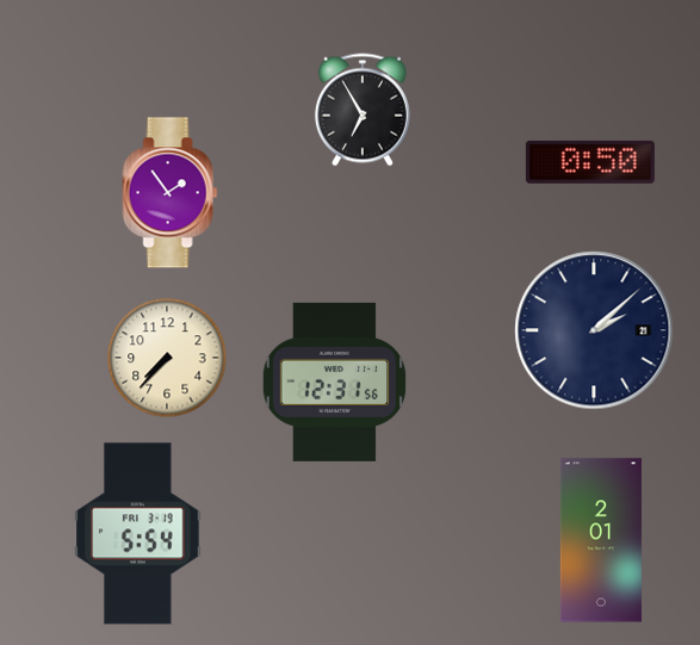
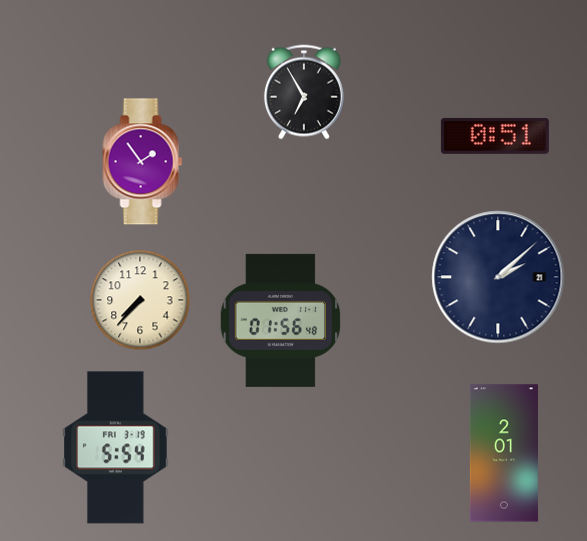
clock at (590, 162): 0:50 -> 0:51
clock at (335, 382): 12:31 -> 01:56
